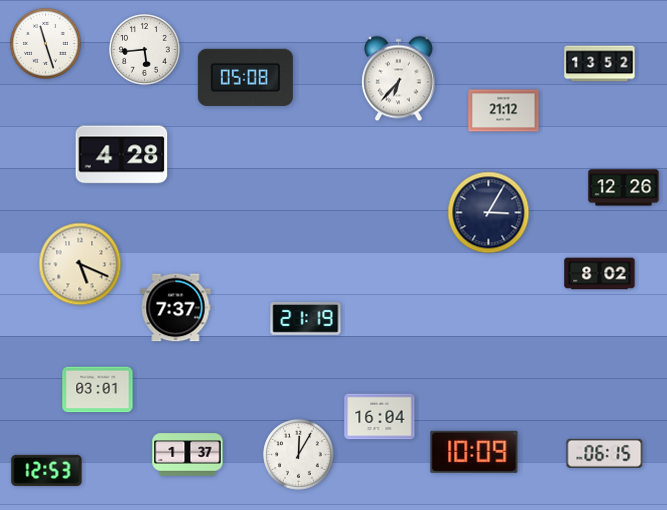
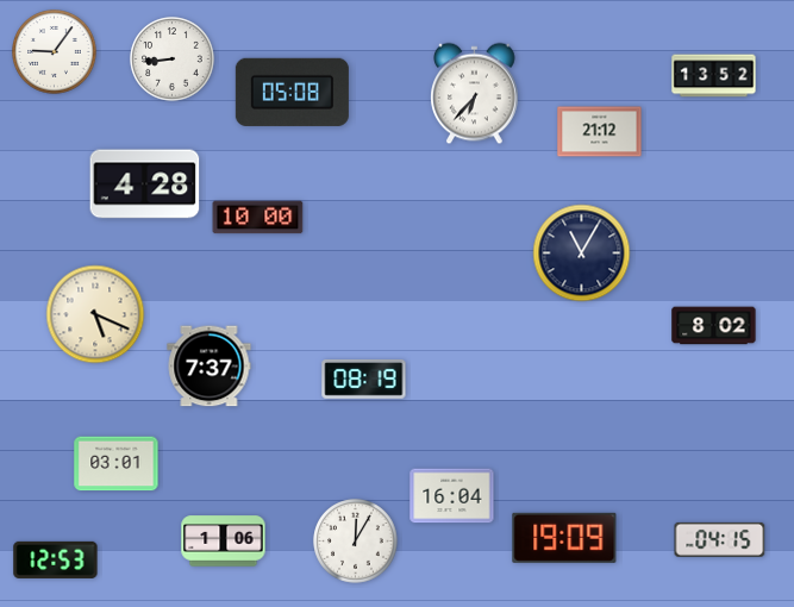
clock at (46, 44): 11:27 -> 9:06
clock at (145, 50): 5:44 -> 8:44
clock at (258, 218): none -> 10:00
clock at (624, 188): 12:26 -> none
clock at (489, 213): 3:05 -> 11:05
clock at (306, 319): 21:19 -> 08:19
clock at (474, 452): 10:09 -> 19:09
clock at (605, 453): 06:15 -> 04:15
clock at (188, 455): 1:37 -> 1:06
